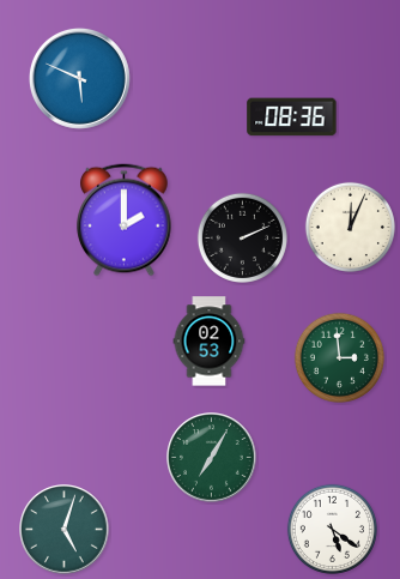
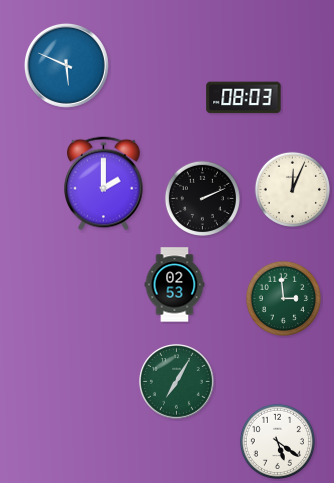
clock at (292, 117): 08:36 -> 08:03
clock at (65, 530): 5:03 -> none
